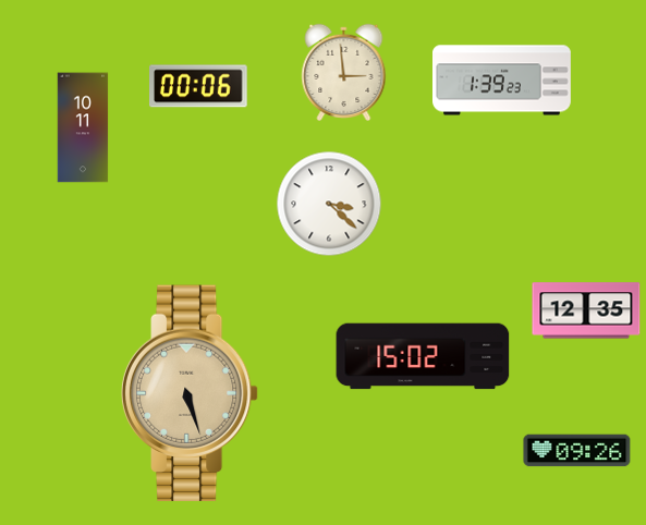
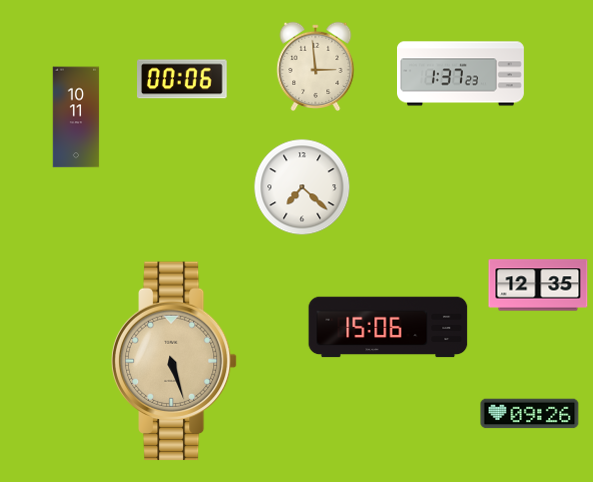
clock at (502, 81): 1:39 -> 1:37
clock at (329, 204): 3:22 -> 7:22
clock at (423, 356): 15:02 -> 15:06
